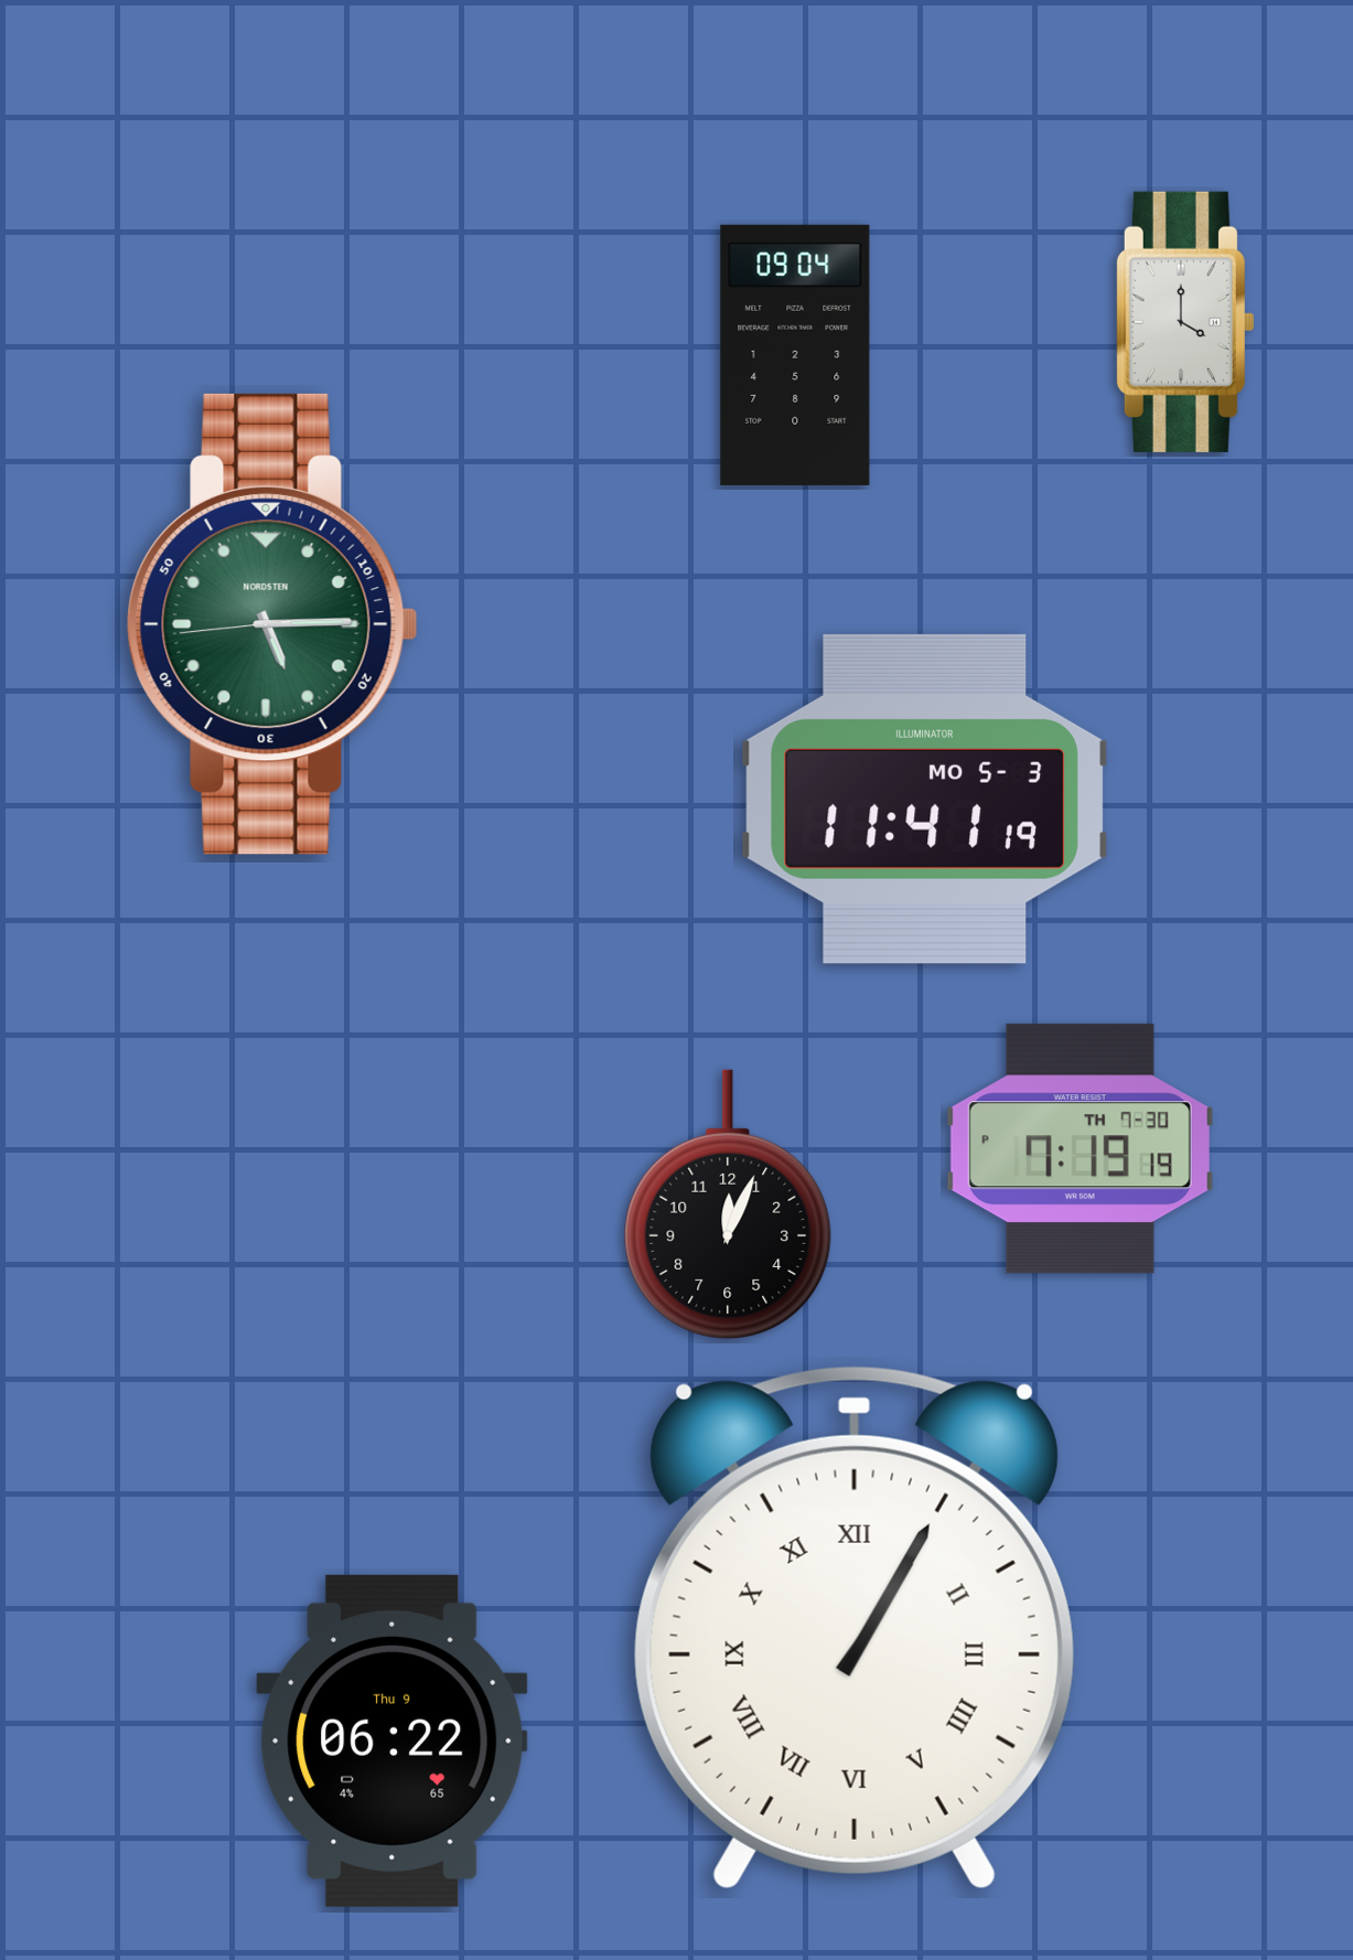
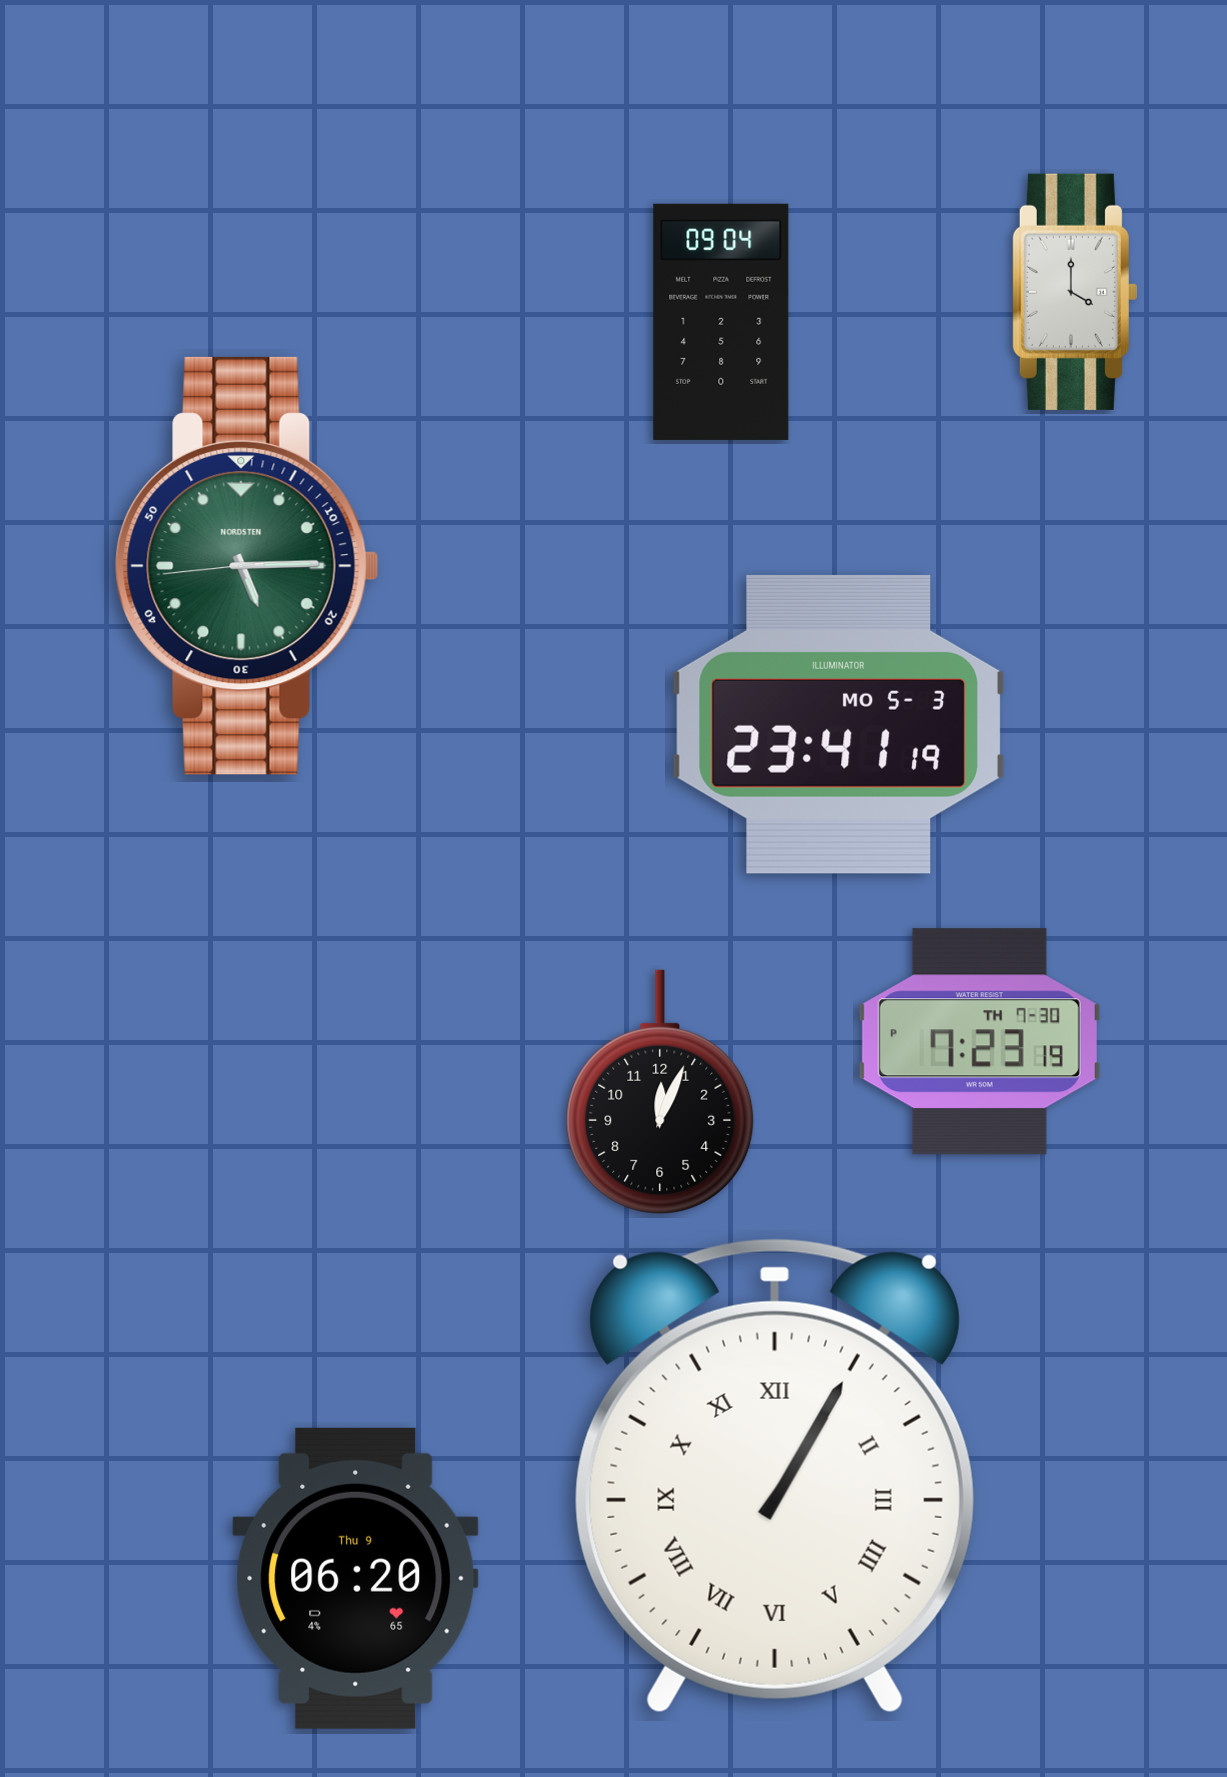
clock at (924, 799): 11:41 -> 23:41
clock at (1080, 1149): 7:19 -> 7:23
clock at (393, 1741): 06:22 -> 06:20
